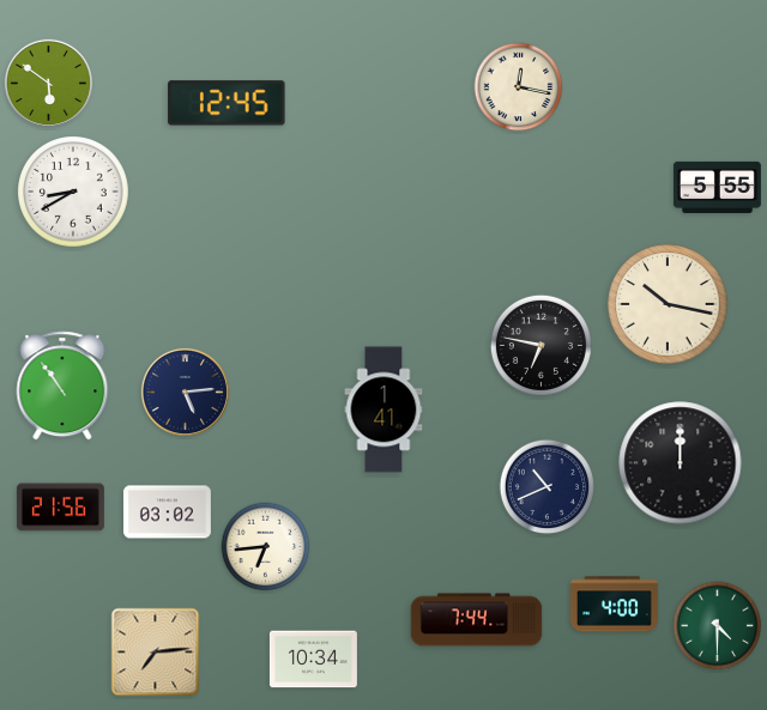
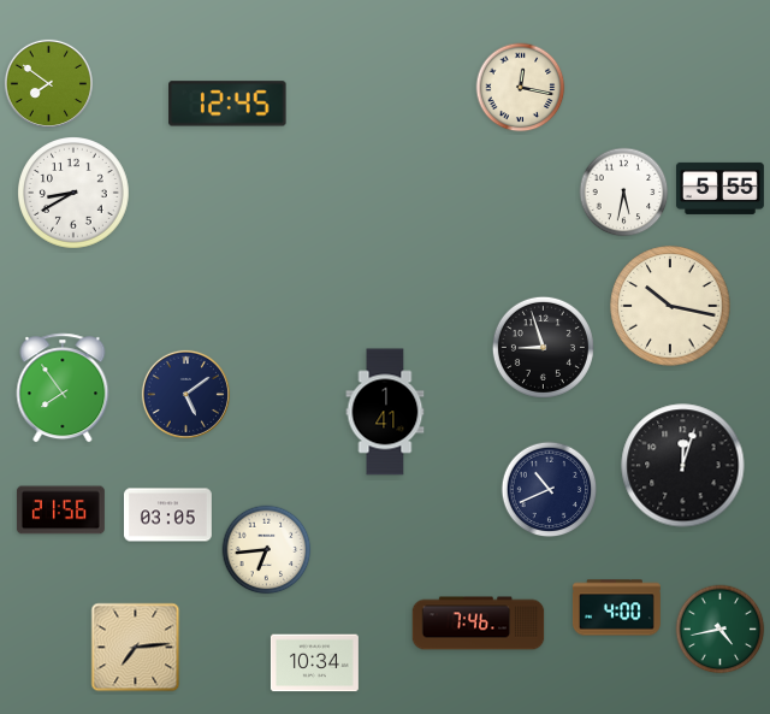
clock at (48, 83): 5:51 -> 7:51
clock at (624, 193): none -> 5:32
clock at (540, 345): 6:47 -> 8:57
clock at (62, 386): 10:54 -> 7:54
clock at (185, 392): 5:14 -> 5:09
clock at (681, 463): 12:00 -> 12:03
clock at (167, 512): 03:02 -> 03:05
clock at (477, 620): 7:44 -> 7:46
clock at (718, 626): 4:30 -> 4:43
clock at (156, 653) position: (156, 653) -> (136, 648)
